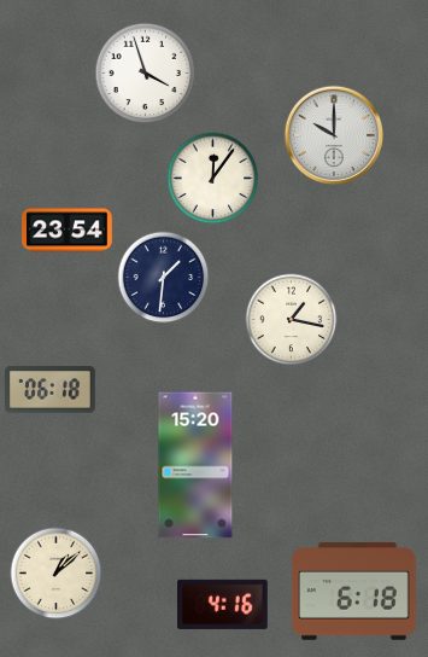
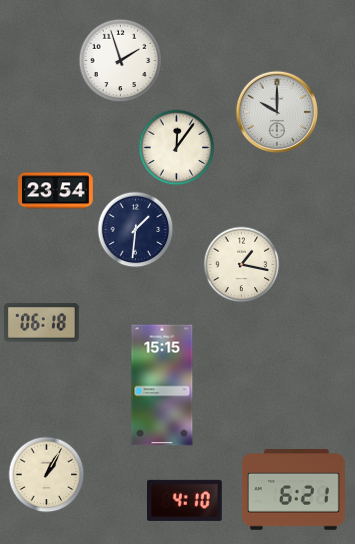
clock at (146, 74): 3:57 -> 1:57
clock at (195, 465): 15:20 -> 15:15
clock at (57, 574): 1:08 -> 1:05
clock at (354, 592): 6:18 -> 6:21
clock at (223, 604): 4:16 -> 4:10
